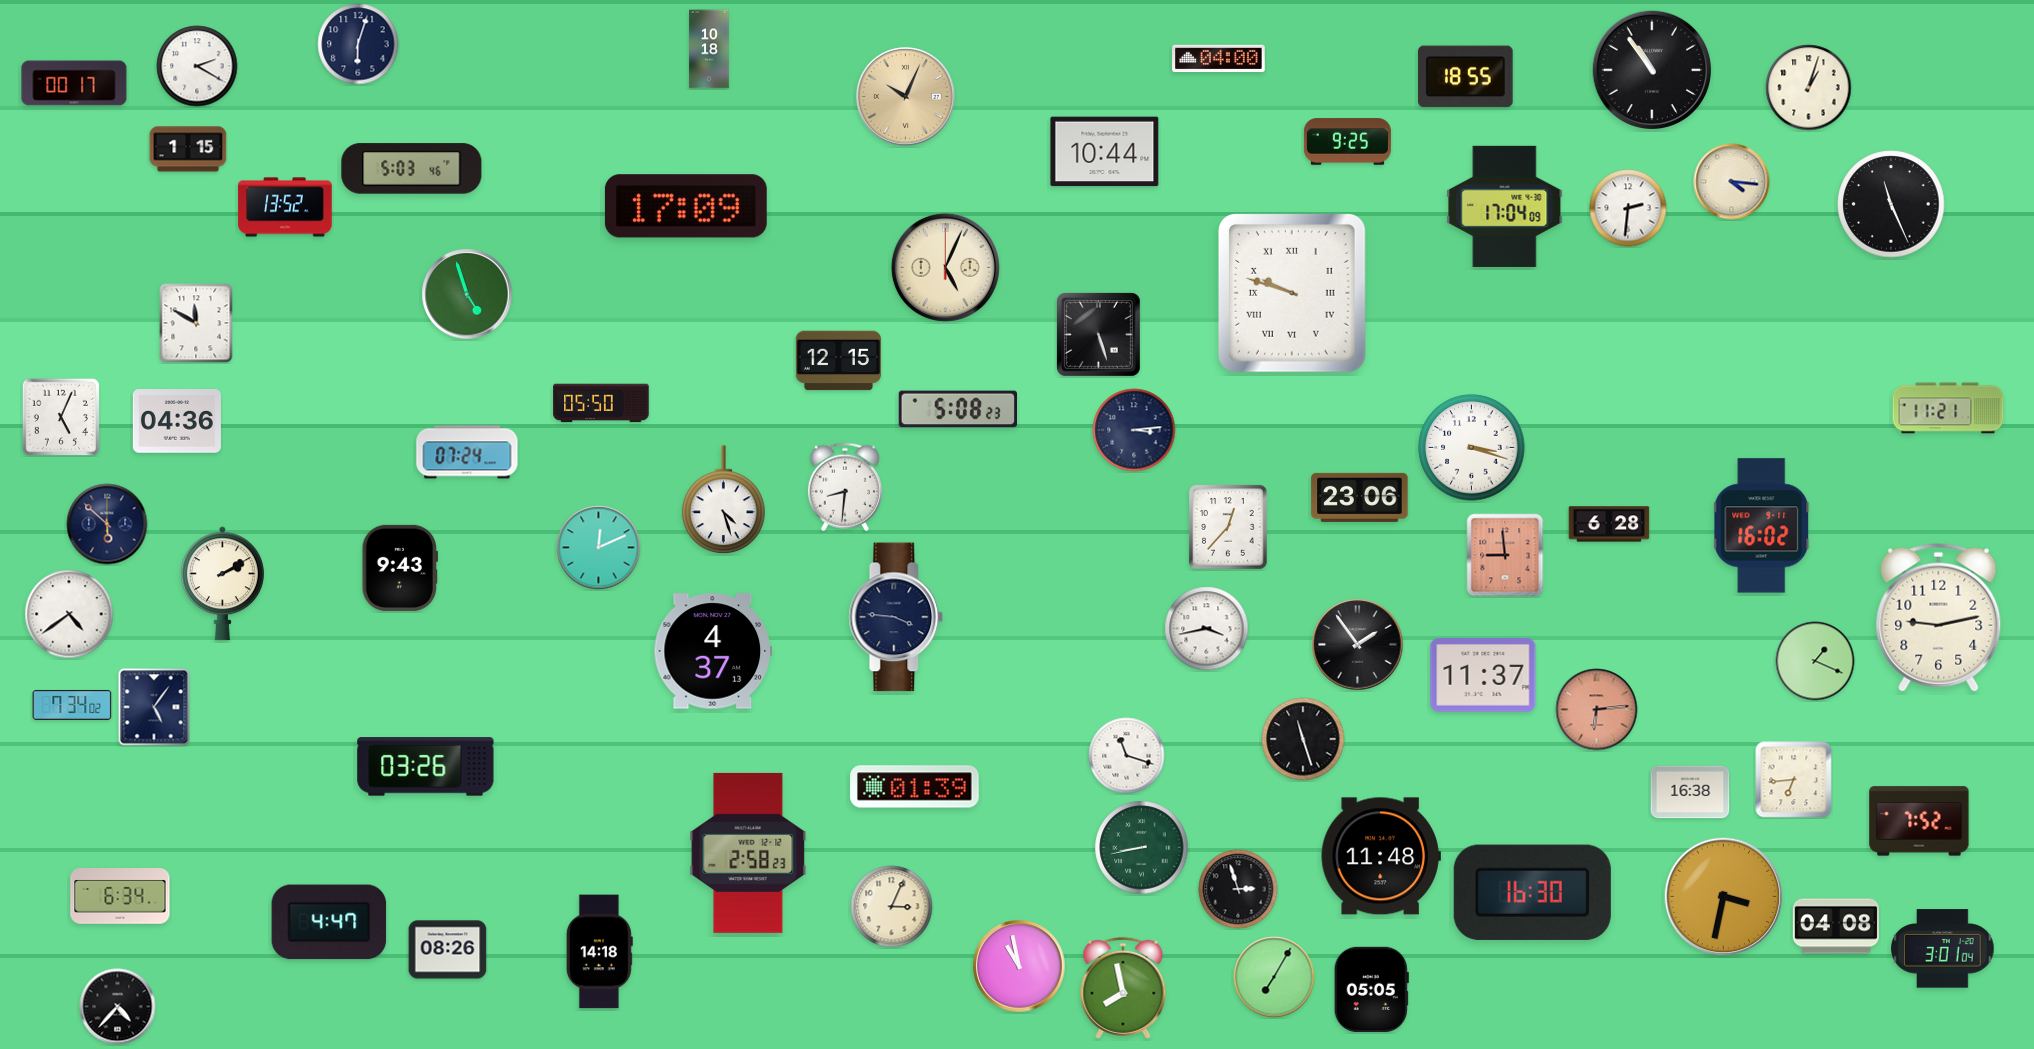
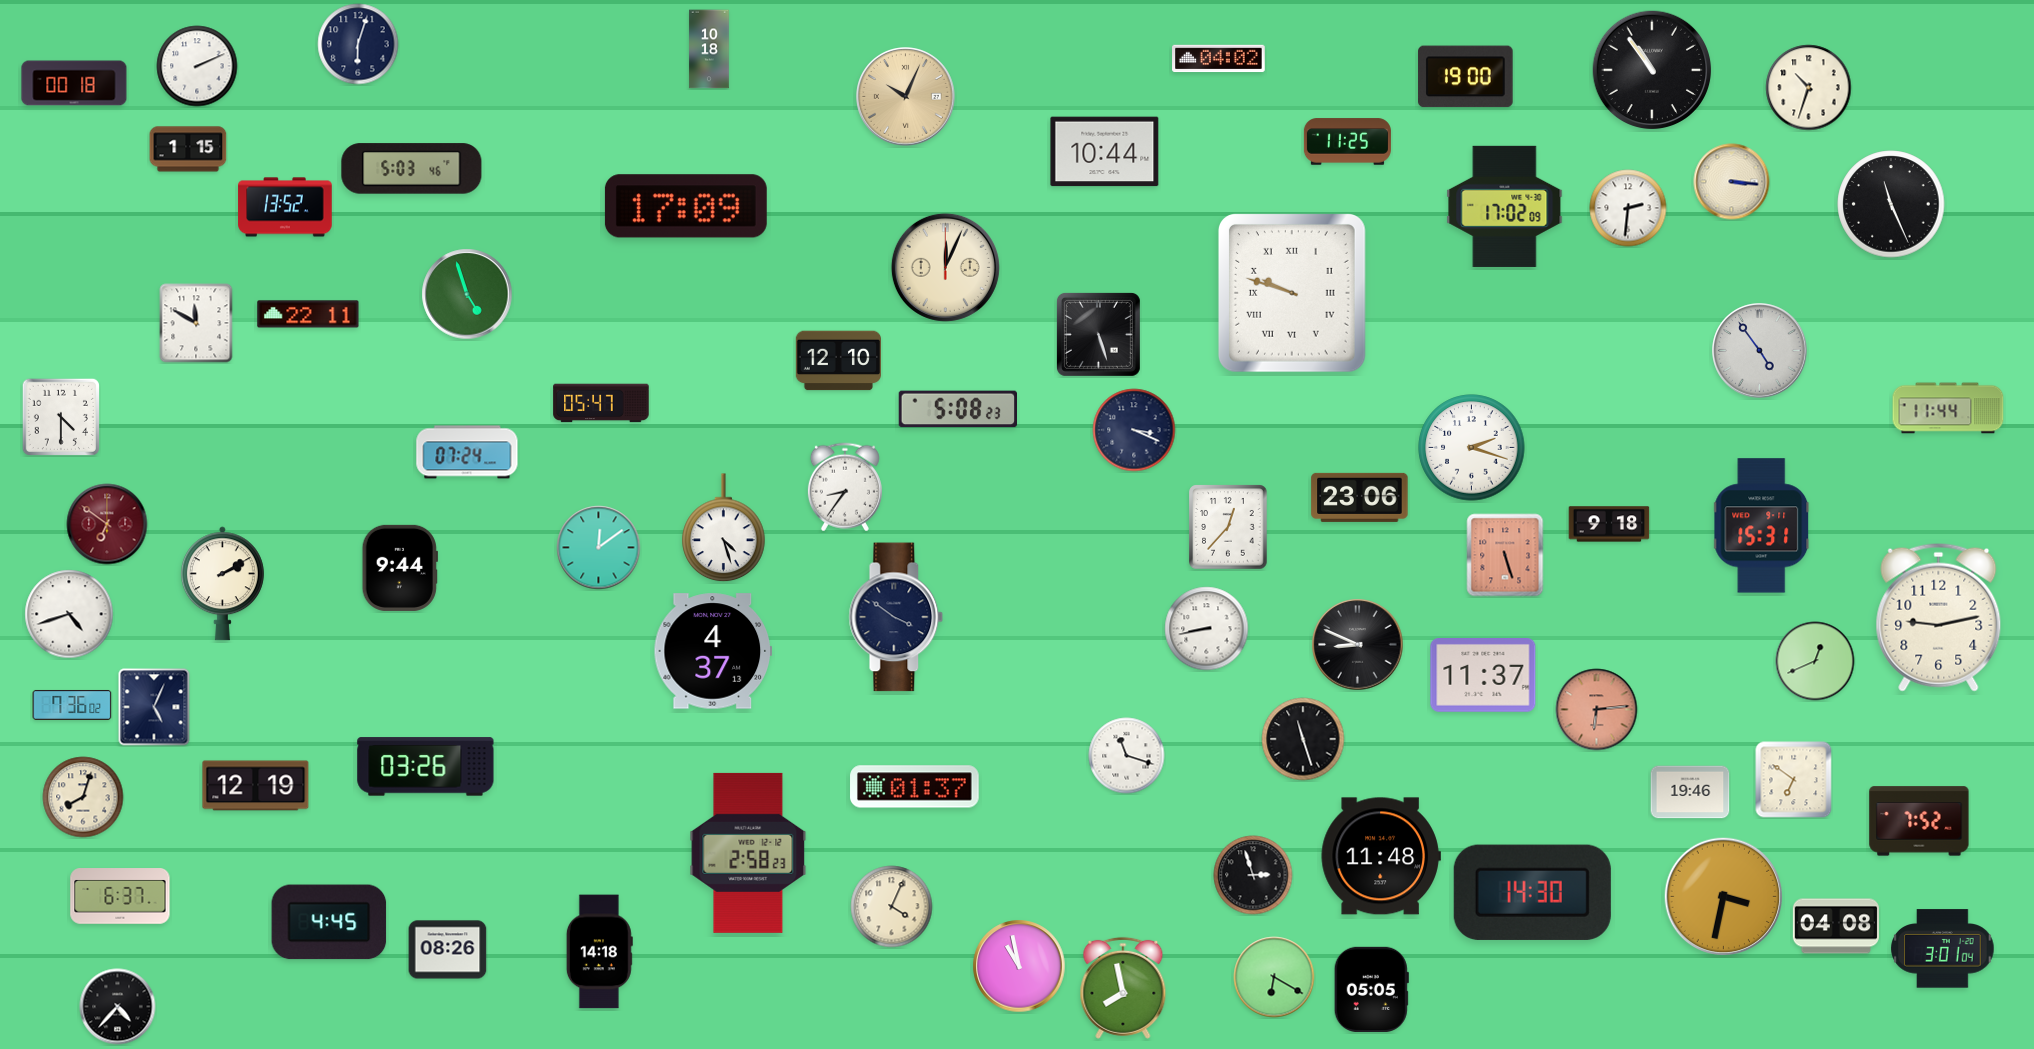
clock at (1219, 59): 04:00 -> 04:02
clock at (197, 66): 2:20 -> 2:11
clock at (1466, 77): 18:55 -> 19:00
clock at (74, 83): 00:17 -> 00:18
clock at (1809, 88): 1:03 -> 10:33
clock at (1347, 142): 9:25 -> 11:25
clock at (1732, 182): 4:16 -> 3:16
clock at (1505, 206): 17:04 -> 17:02
clock at (945, 267): 5:04 -> 12:04
clock at (308, 314): none -> 22:11
clock at (1760, 351): none -> 4:54
clock at (838, 361): 12:15 -> 12:10
clock at (601, 403): 05:50 -> 05:47
clock at (1948, 408): 11:21 -> 11:44
clock at (61, 417): 5:04 -> 4:30
clock at (177, 421): 04:36 -> none
clock at (1134, 430): 3:14 -> 3:19
clock at (1472, 448): 3:18 -> 2:18
clock at (845, 487): 8:31 -> 8:36
clock at (724, 500) position: (724, 500) -> (724, 528)
clock at (107, 524): 5:52 -> 6:51
clock at (107, 524) dial: navy -> burgundy
clock at (1609, 524): 6:28 -> 9:18
clock at (1762, 526): 16:02 -> 15:31
clock at (599, 548): 12:11 -> 12:09
clock at (1505, 555): 8:59 -> 5:27
clock at (400, 568): 9:43 -> 9:44
clock at (69, 614): 4:39 -> 4:42
clock at (896, 617): 3:46 -> 3:51
clock at (1207, 629): 3:43 -> 8:43
clock at (1358, 645): 1:54 -> 8:49
clock at (1815, 661): 1:19 -> 12:41
clock at (72, 705): 7:34 -> 7:36
clock at (154, 707): 5:06 -> 5:04
clock at (1794, 780): 6:44 -> 6:51
clock at (256, 786): none -> 12:19
clock at (915, 787): 01:39 -> 01:37
clock at (1690, 792): 16:38 -> 19:46
clock at (83, 797): none -> 8:03
clock at (1142, 848): 8:43 -> none
clock at (1238, 889) position: (1238, 889) -> (1253, 875)
clock at (1532, 892): 16:30 -> 14:30
clock at (120, 896): 6:34 -> 6:37
clock at (892, 907): 3:04 -> 4:04
clock at (329, 922): 4:47 -> 4:45
clock at (1274, 977): 7:05 -> 6:20
